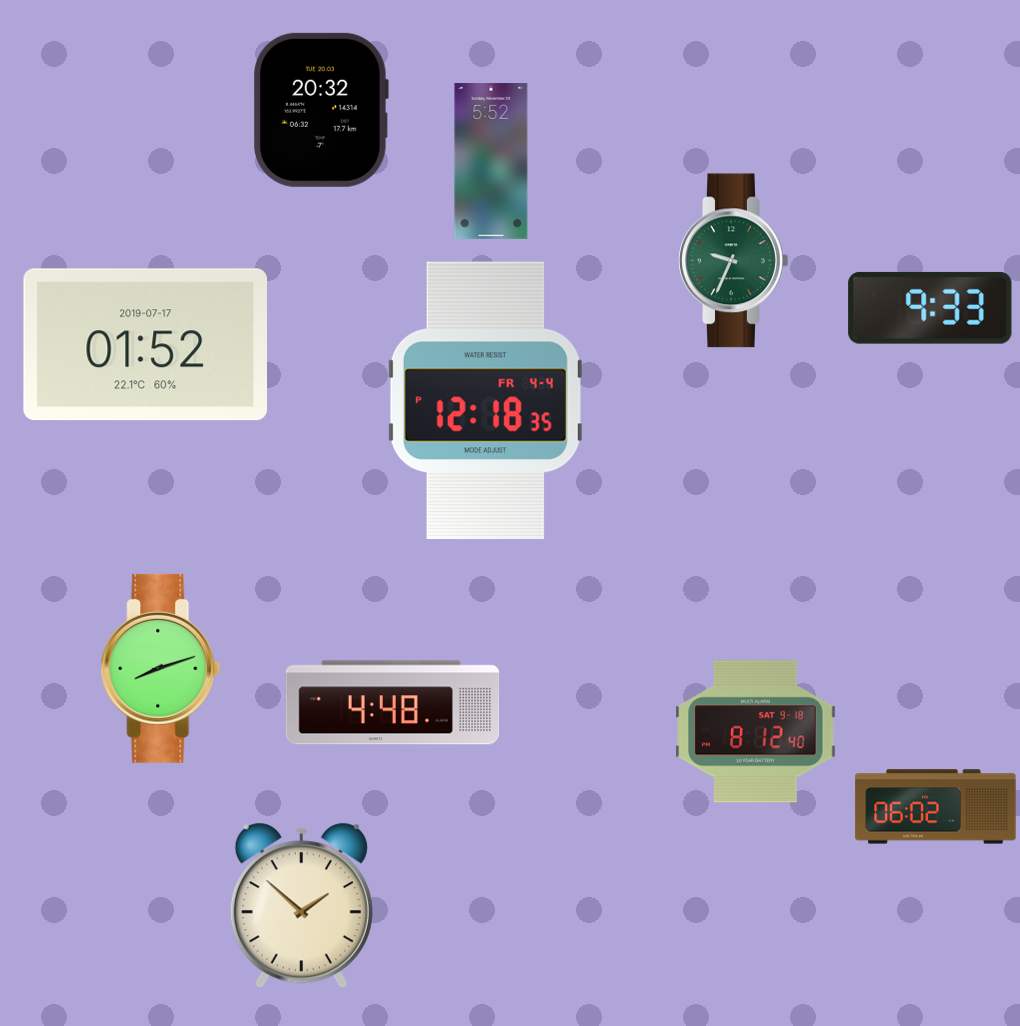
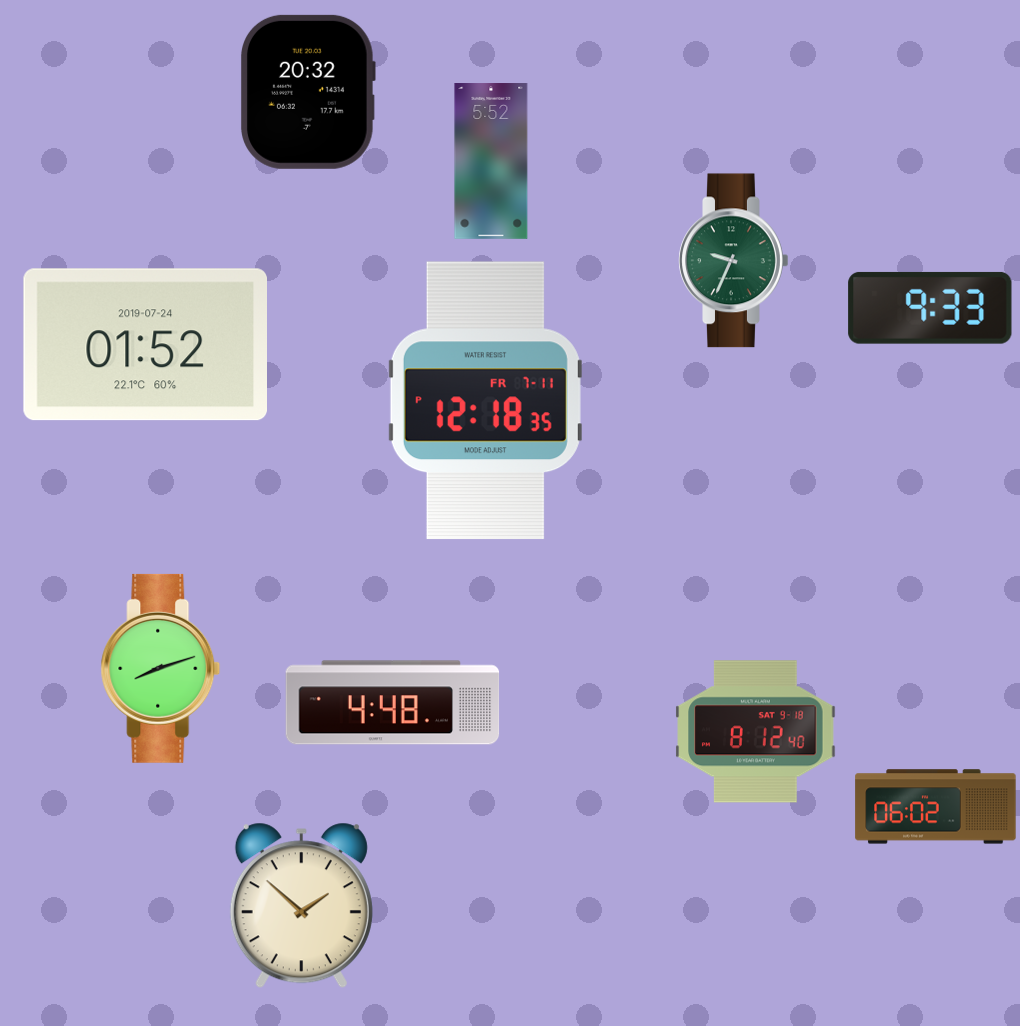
clock at (321, 110) position: (321, 110) -> (308, 92)
clock at (145, 345) date: 2019-07-17 -> 2019-07-24
clock at (485, 401) date: FR 4-4 -> FR 7-11
